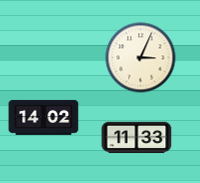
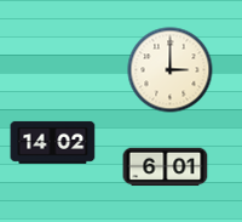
clock at (141, 58): 3:04 -> 3:00
clock at (137, 138): 11:33 -> 6:01
